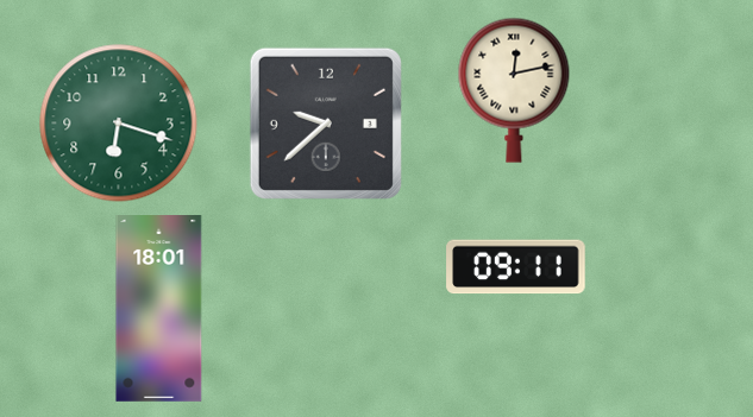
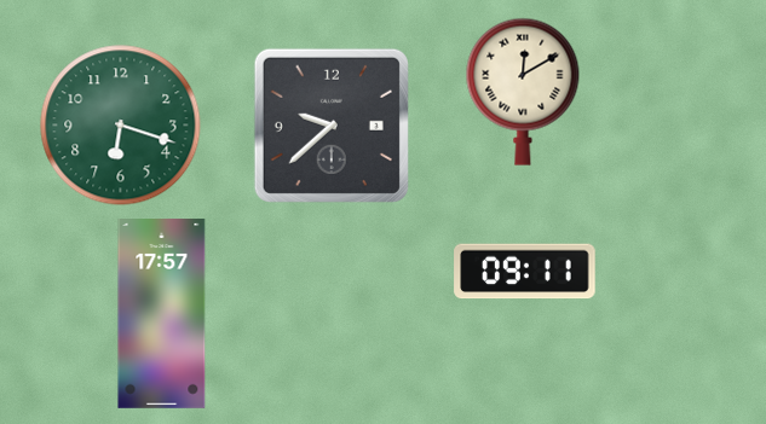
clock at (514, 90): 12:13 -> 12:10
clock at (159, 309): 18:01 -> 17:57
